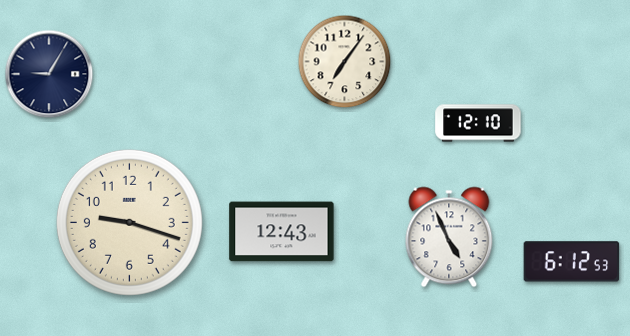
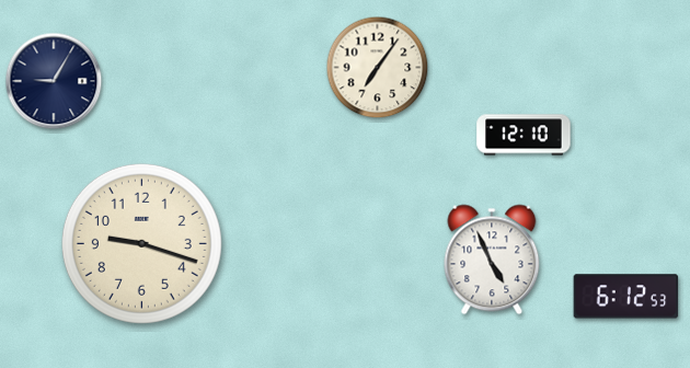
clock at (282, 232): 12:43 -> none
clock at (572, 262) position: (572, 262) -> (626, 297)
